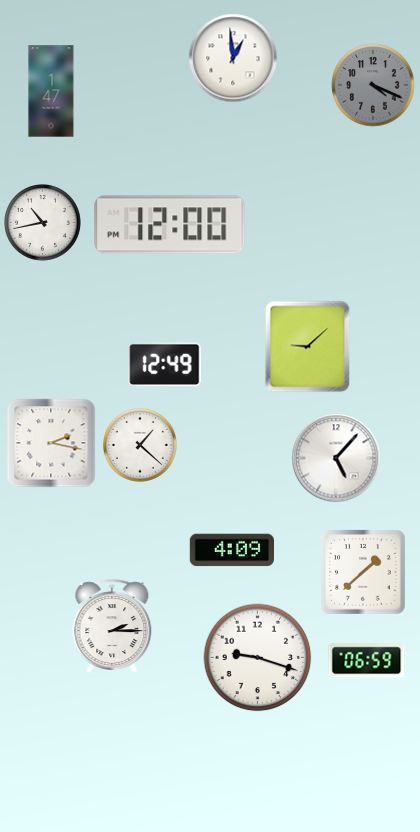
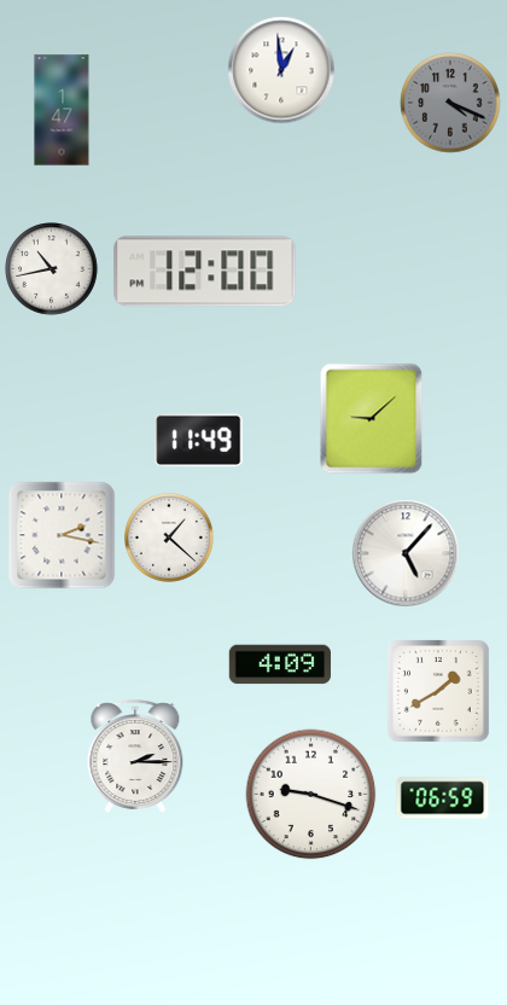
clock at (165, 365): 12:49 -> 11:49
clock at (364, 573): 1:38 -> 1:40
